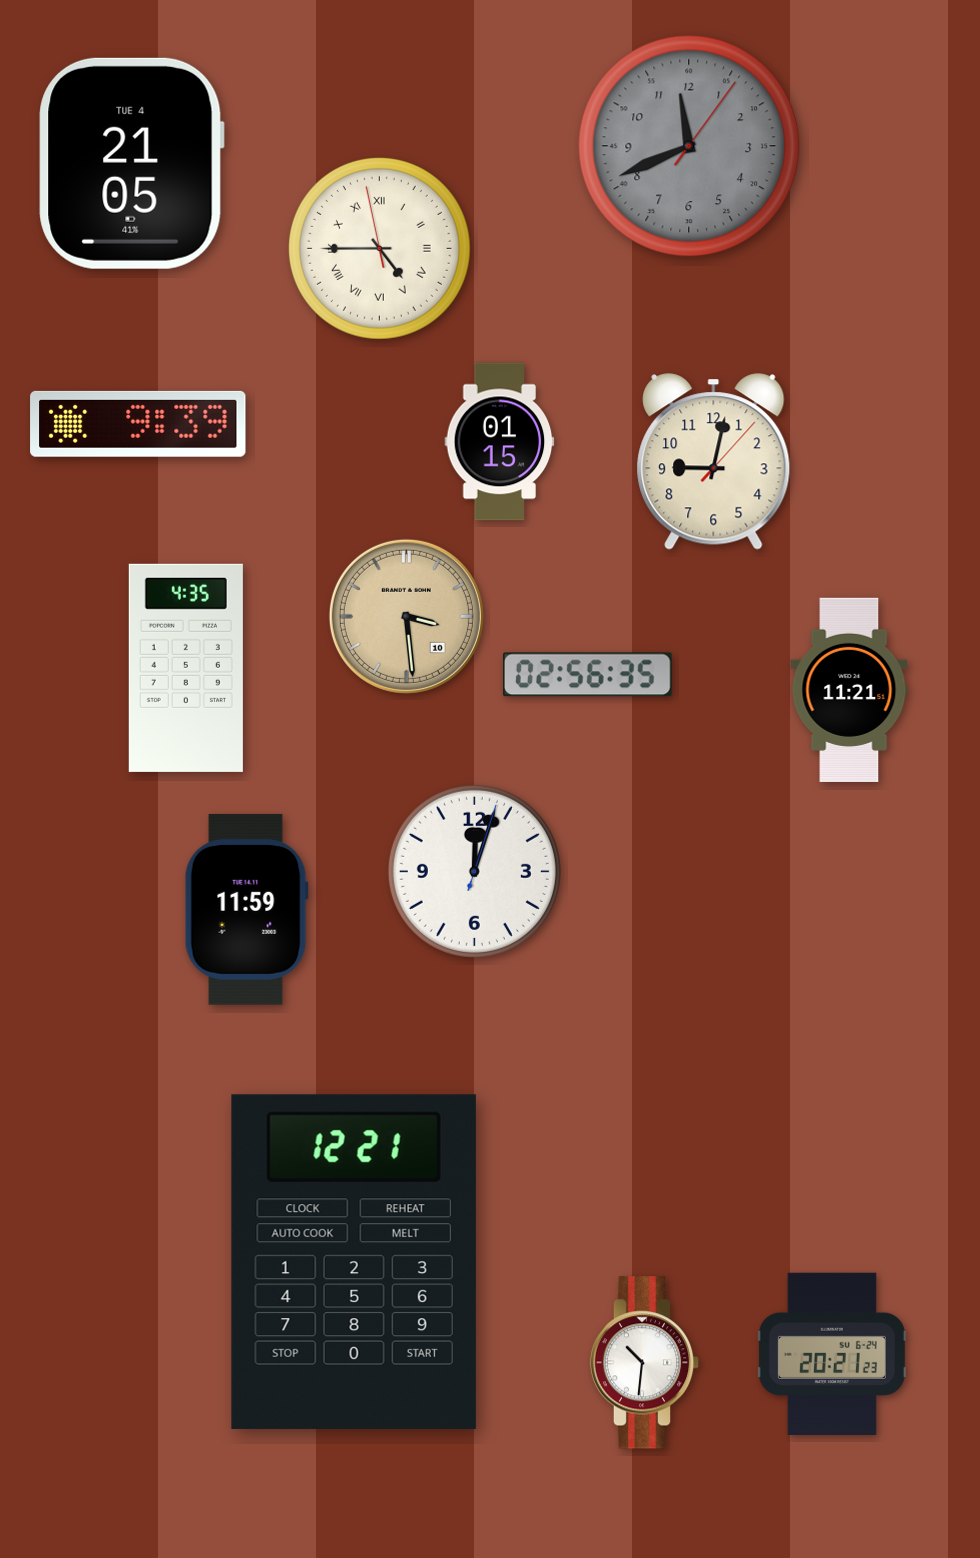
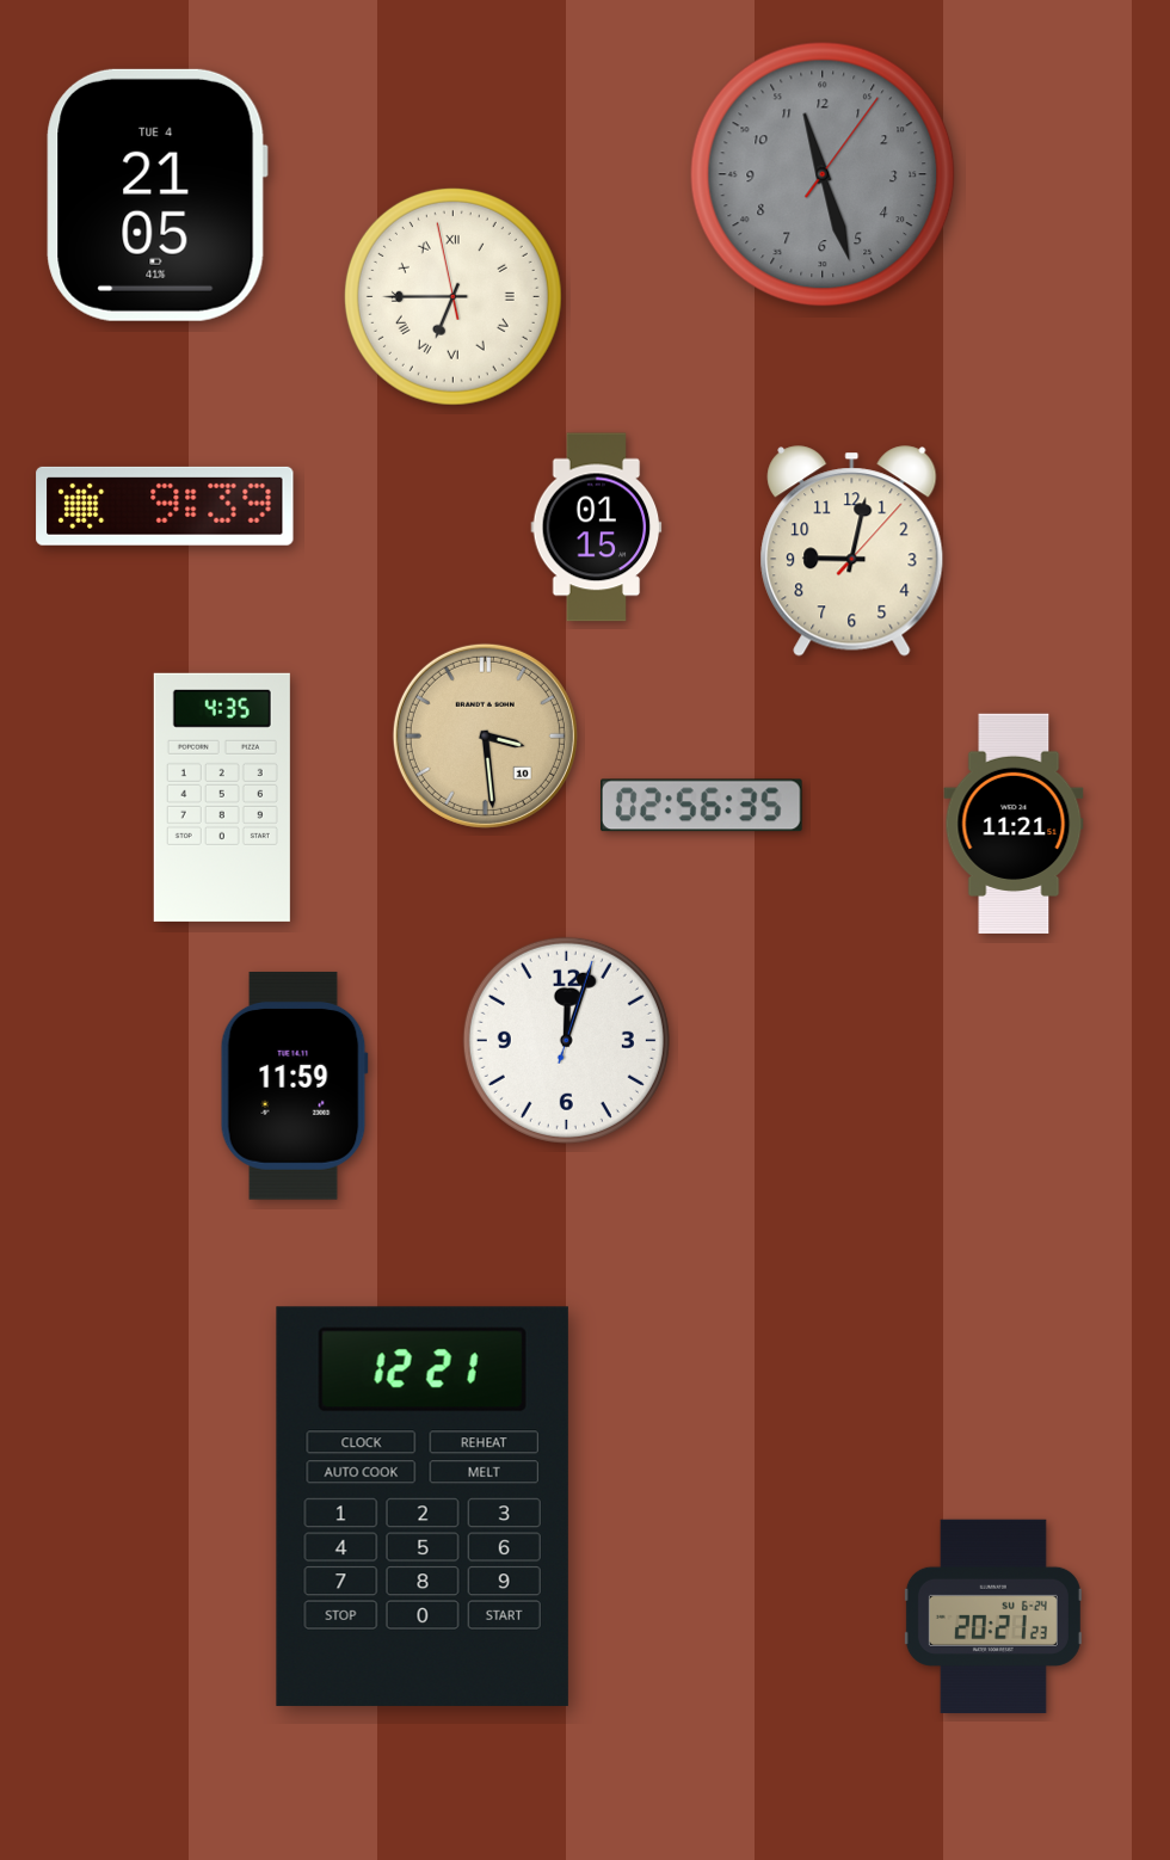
clock at (689, 146): 11:41 -> 11:27
clock at (379, 248): 4:44 -> 6:44
clock at (645, 1363): 10:31 -> none
